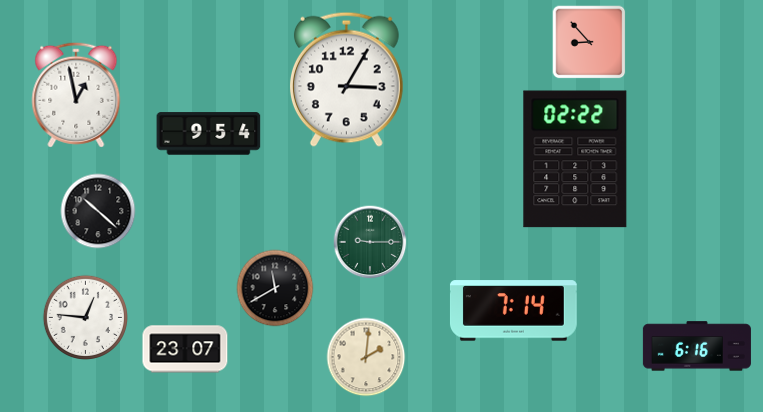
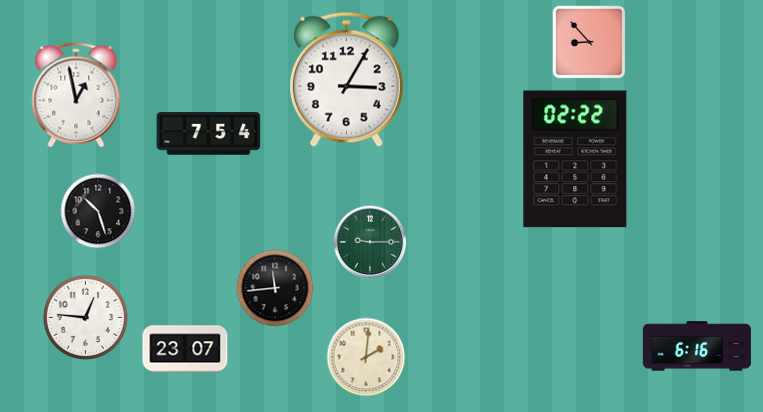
clock at (209, 134): 9:54 -> 7:54
clock at (98, 211): 10:22 -> 10:27
clock at (275, 288): 11:40 -> 11:44
clock at (513, 311): 7:14 -> none
